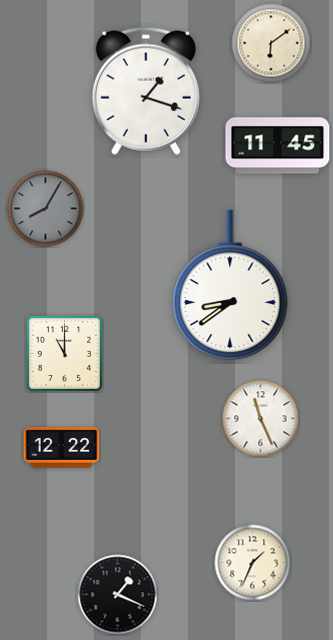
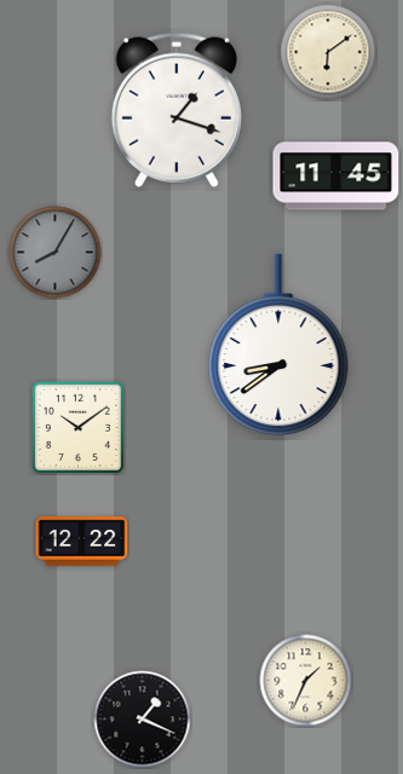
clock at (64, 353): 11:00 -> 10:09
clock at (261, 419): 11:26 -> none
clock at (62, 448) position: (62, 448) -> (82, 542)
